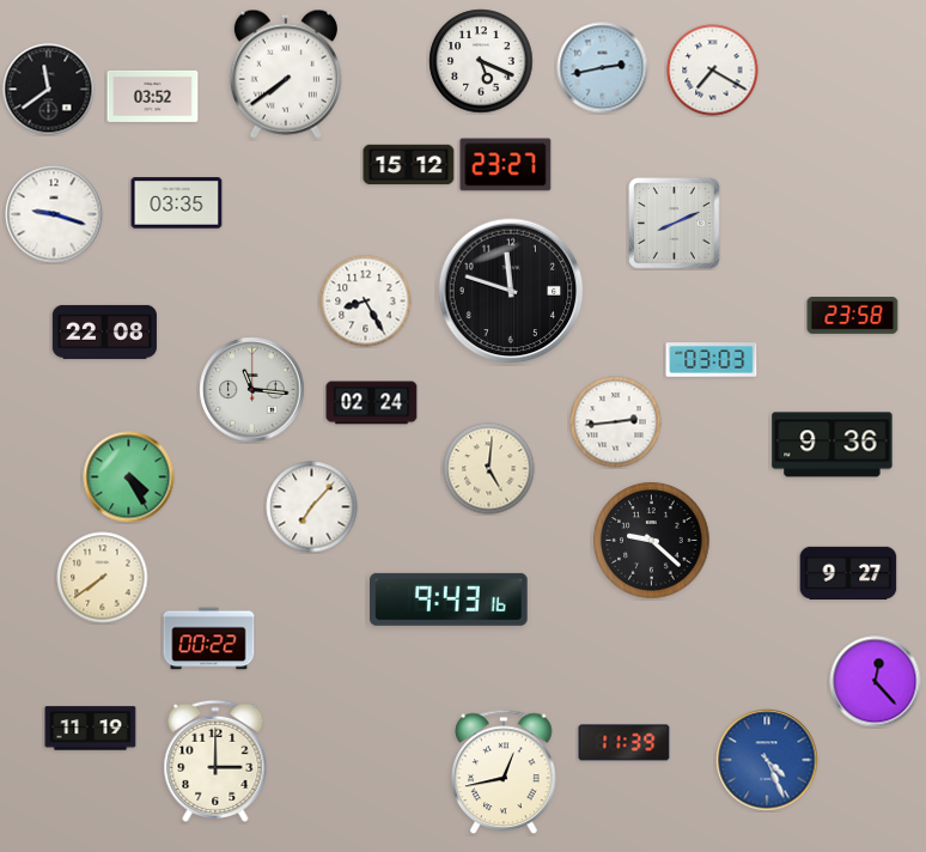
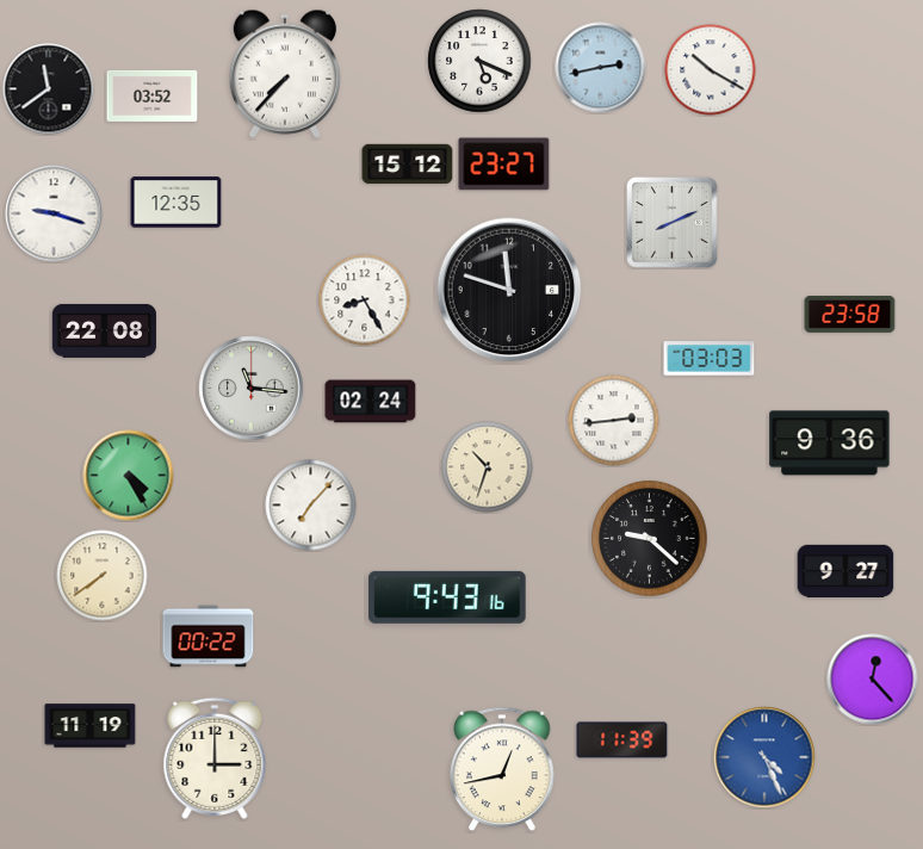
clock at (713, 71): 7:20 -> 10:20
clock at (286, 74): 7:39 -> 7:37
clock at (177, 203): 03:35 -> 12:35
clock at (489, 469): 5:01 -> 10:33
